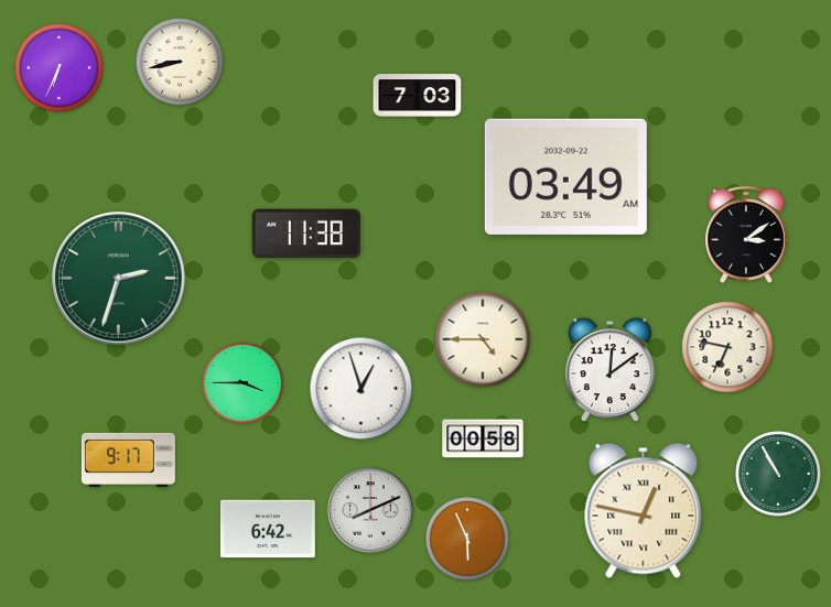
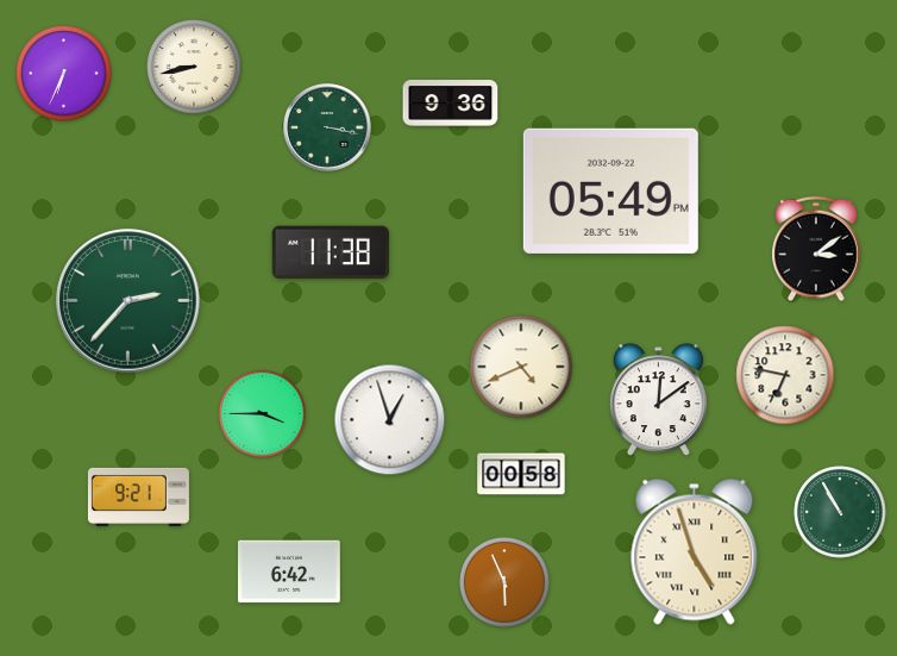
clock at (418, 96): 7:03 -> 9:36
clock at (327, 127): none -> 3:17
clock at (565, 176): 03:49 -> 05:49
clock at (746, 235) position: (746, 235) -> (816, 249)
clock at (119, 279): 2:33 -> 2:37
clock at (483, 339): 4:45 -> 4:41
clock at (128, 459): 9:17 -> 9:21
clock at (370, 510): 8:11 -> none
clock at (644, 510): 12:47 -> 4:57
